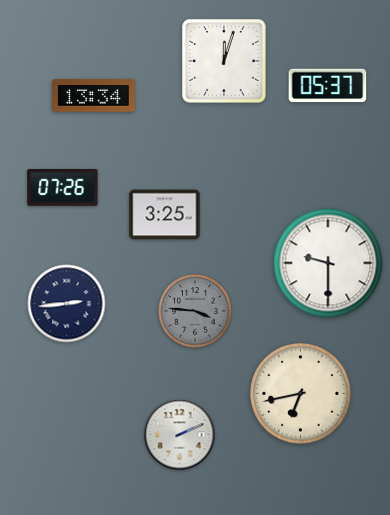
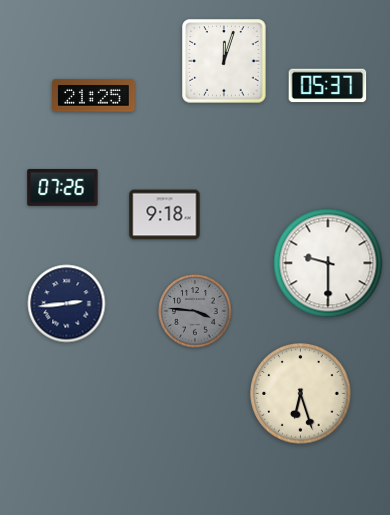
clock at (94, 96): 13:34 -> 21:25
clock at (165, 215): 3:25 -> 9:18
clock at (301, 394): 6:43 -> 6:27
clock at (180, 435): 2:11 -> none
